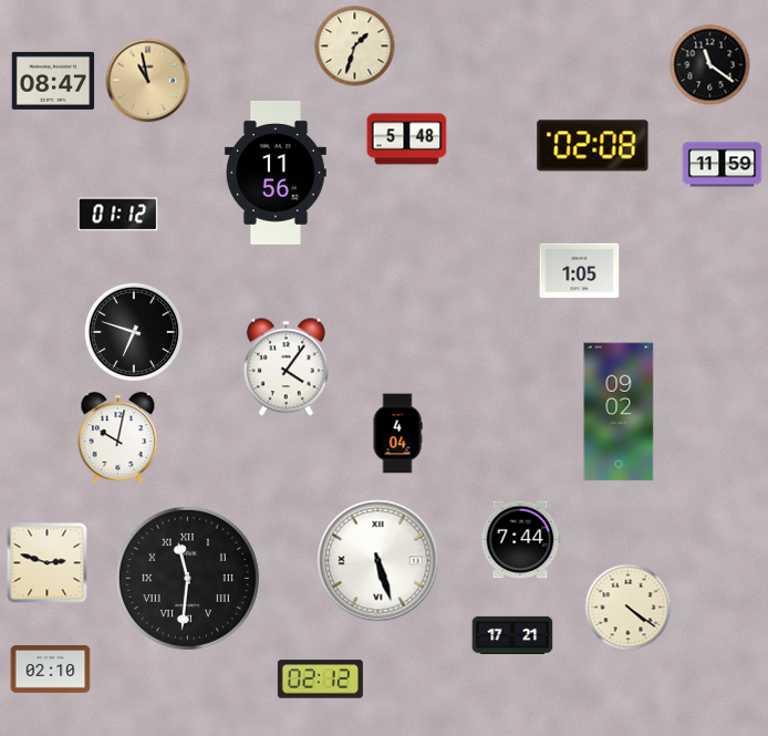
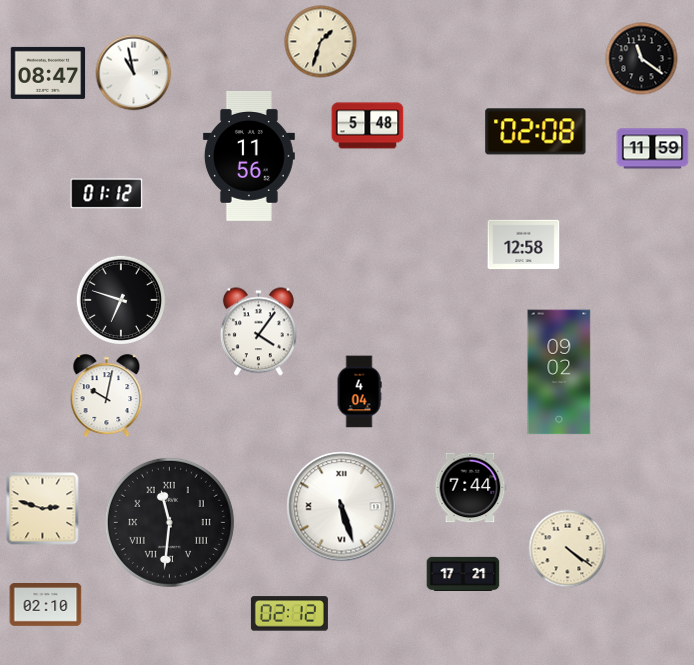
clock at (148, 81) dial: champagne -> white
clock at (580, 271): 1:05 -> 12:58
